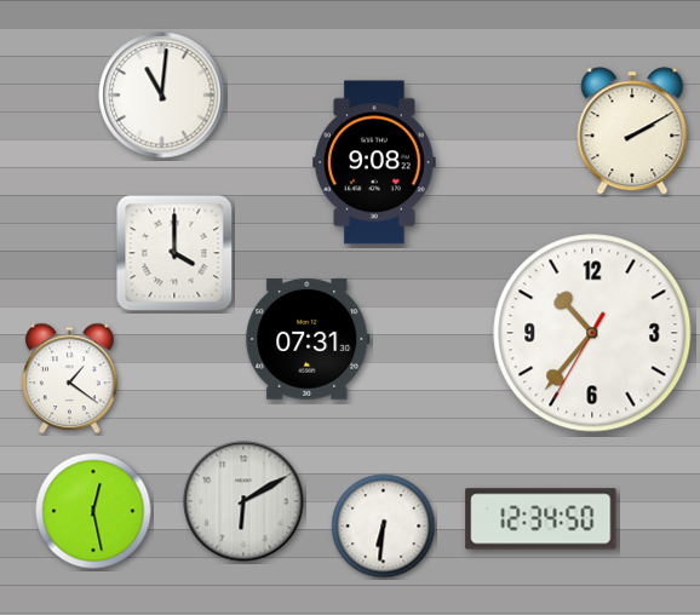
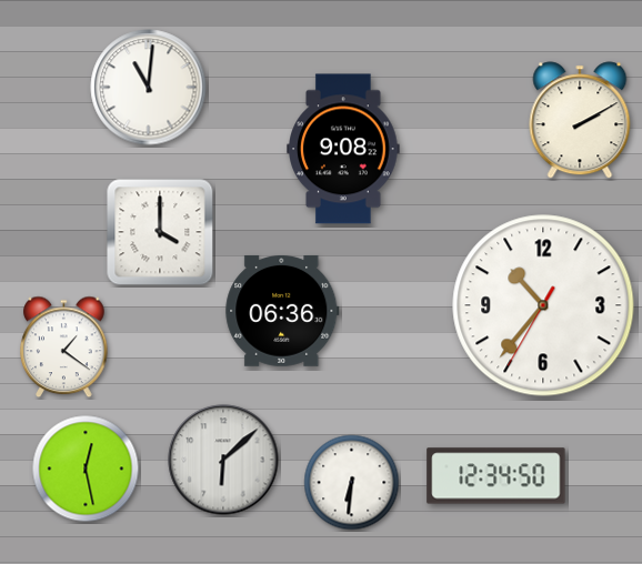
clock at (308, 339): 07:31 -> 06:36
clock at (243, 501): 6:10 -> 6:08
